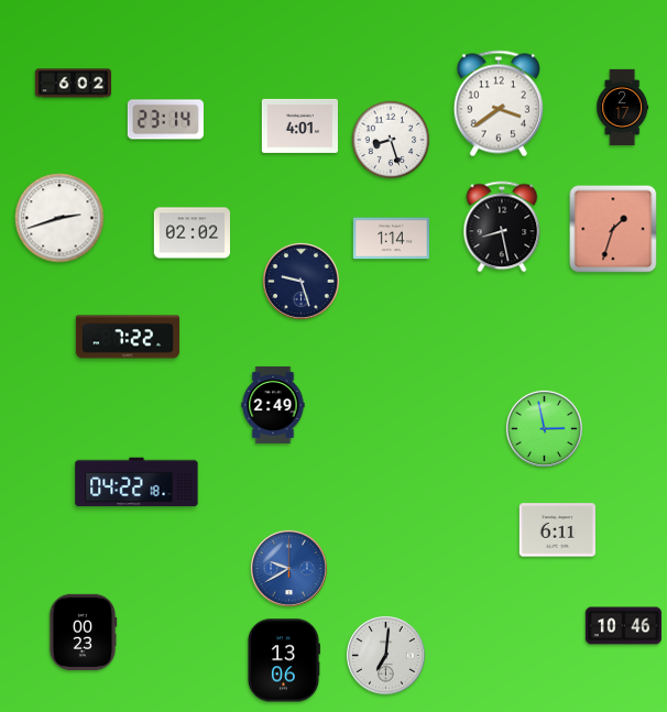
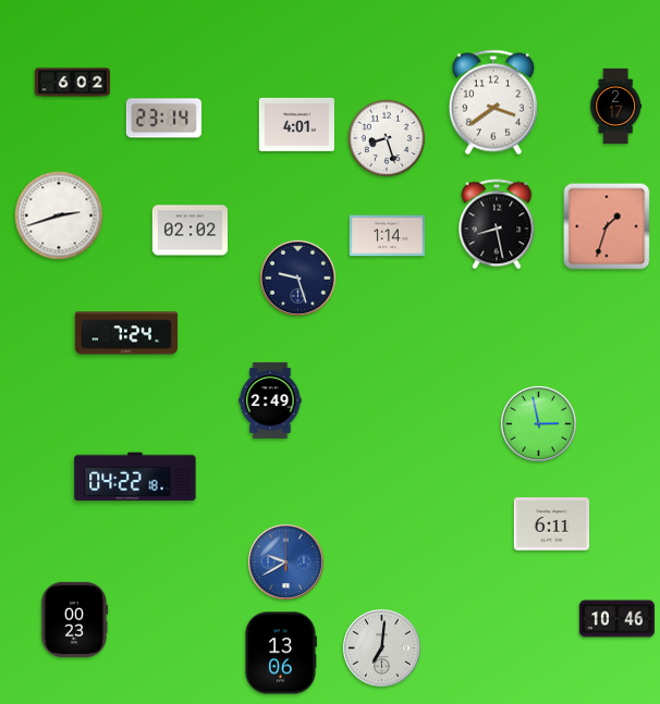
clock at (128, 337): 7:22 -> 7:24
clock at (83, 632) position: (83, 632) -> (74, 619)
